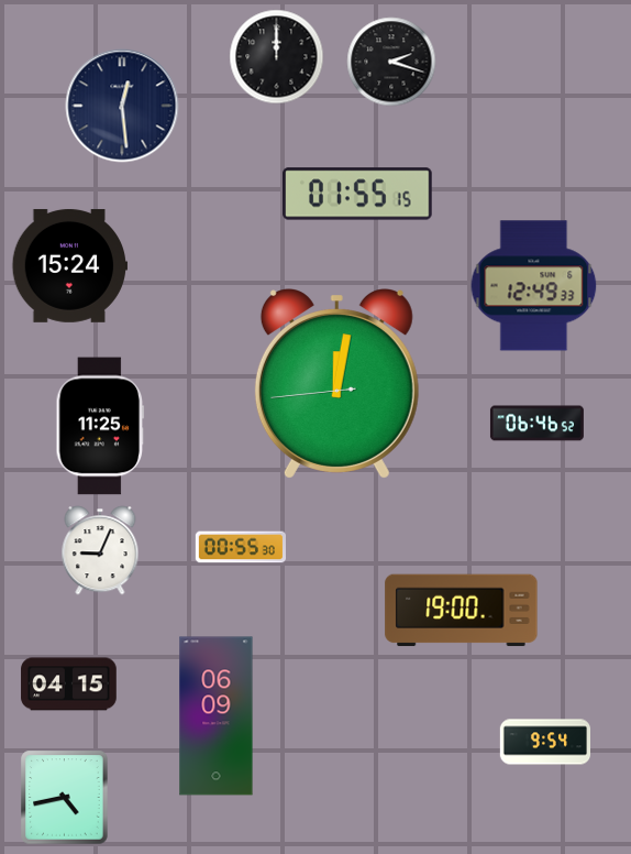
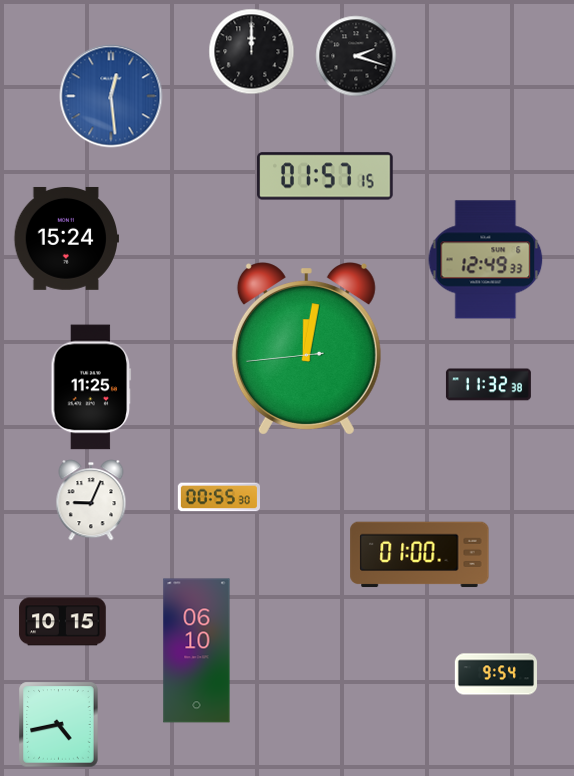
clock at (122, 106) dial: navy -> blue
clock at (357, 194): 01:55 -> 01:57
clock at (69, 265) position: (69, 265) -> (66, 238)
clock at (536, 424): 06:46 -> 11:32
clock at (462, 611): 19:00 -> 01:00
clock at (69, 685): 04:15 -> 10:15
clock at (217, 716): 06:09 -> 06:10
